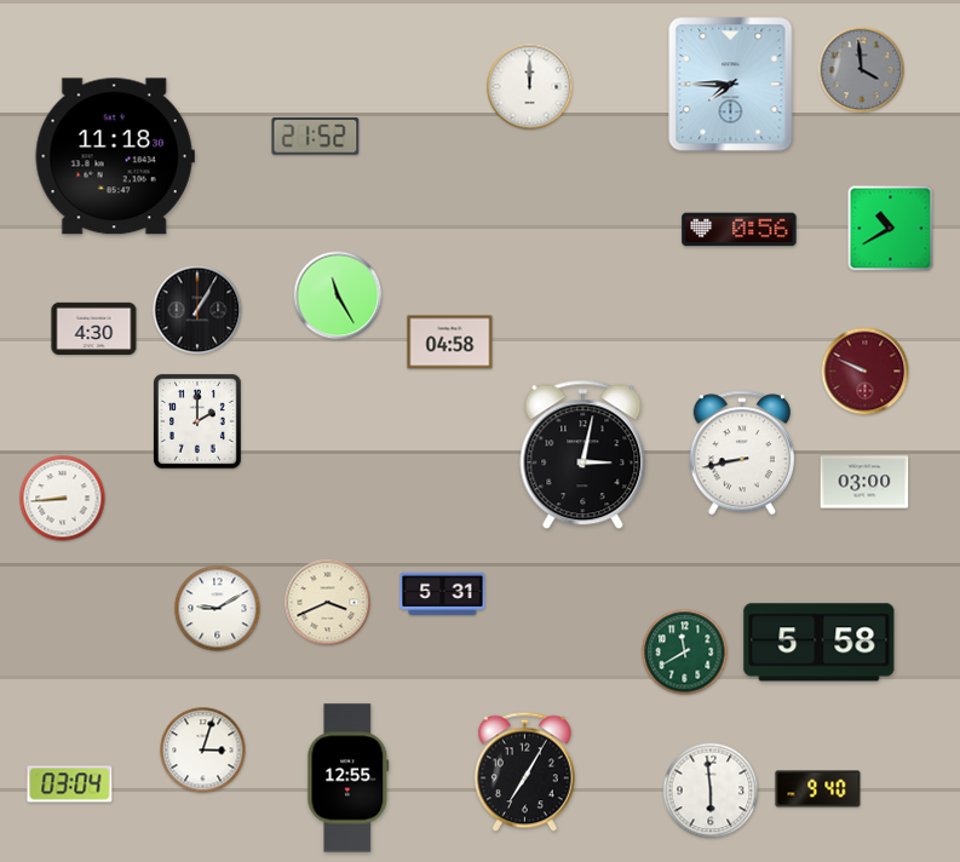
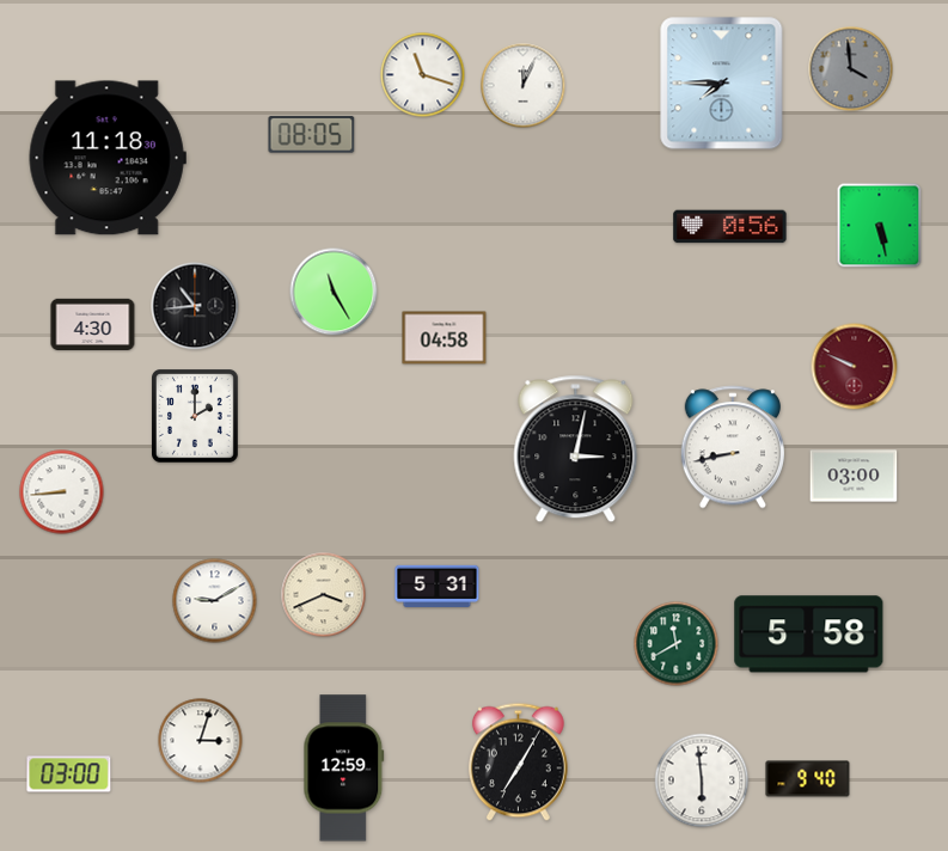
clock at (423, 75): none -> 11:18
clock at (530, 87): 12:00 -> 12:04
clock at (316, 137): 21:52 -> 08:05
clock at (115, 156) position: (115, 156) -> (108, 158)
clock at (891, 229): 10:40 -> 5:28
clock at (197, 310): 1:05 -> 10:44
clock at (349, 778): 12:55 -> 12:59
clock at (70, 785): 03:04 -> 03:00
